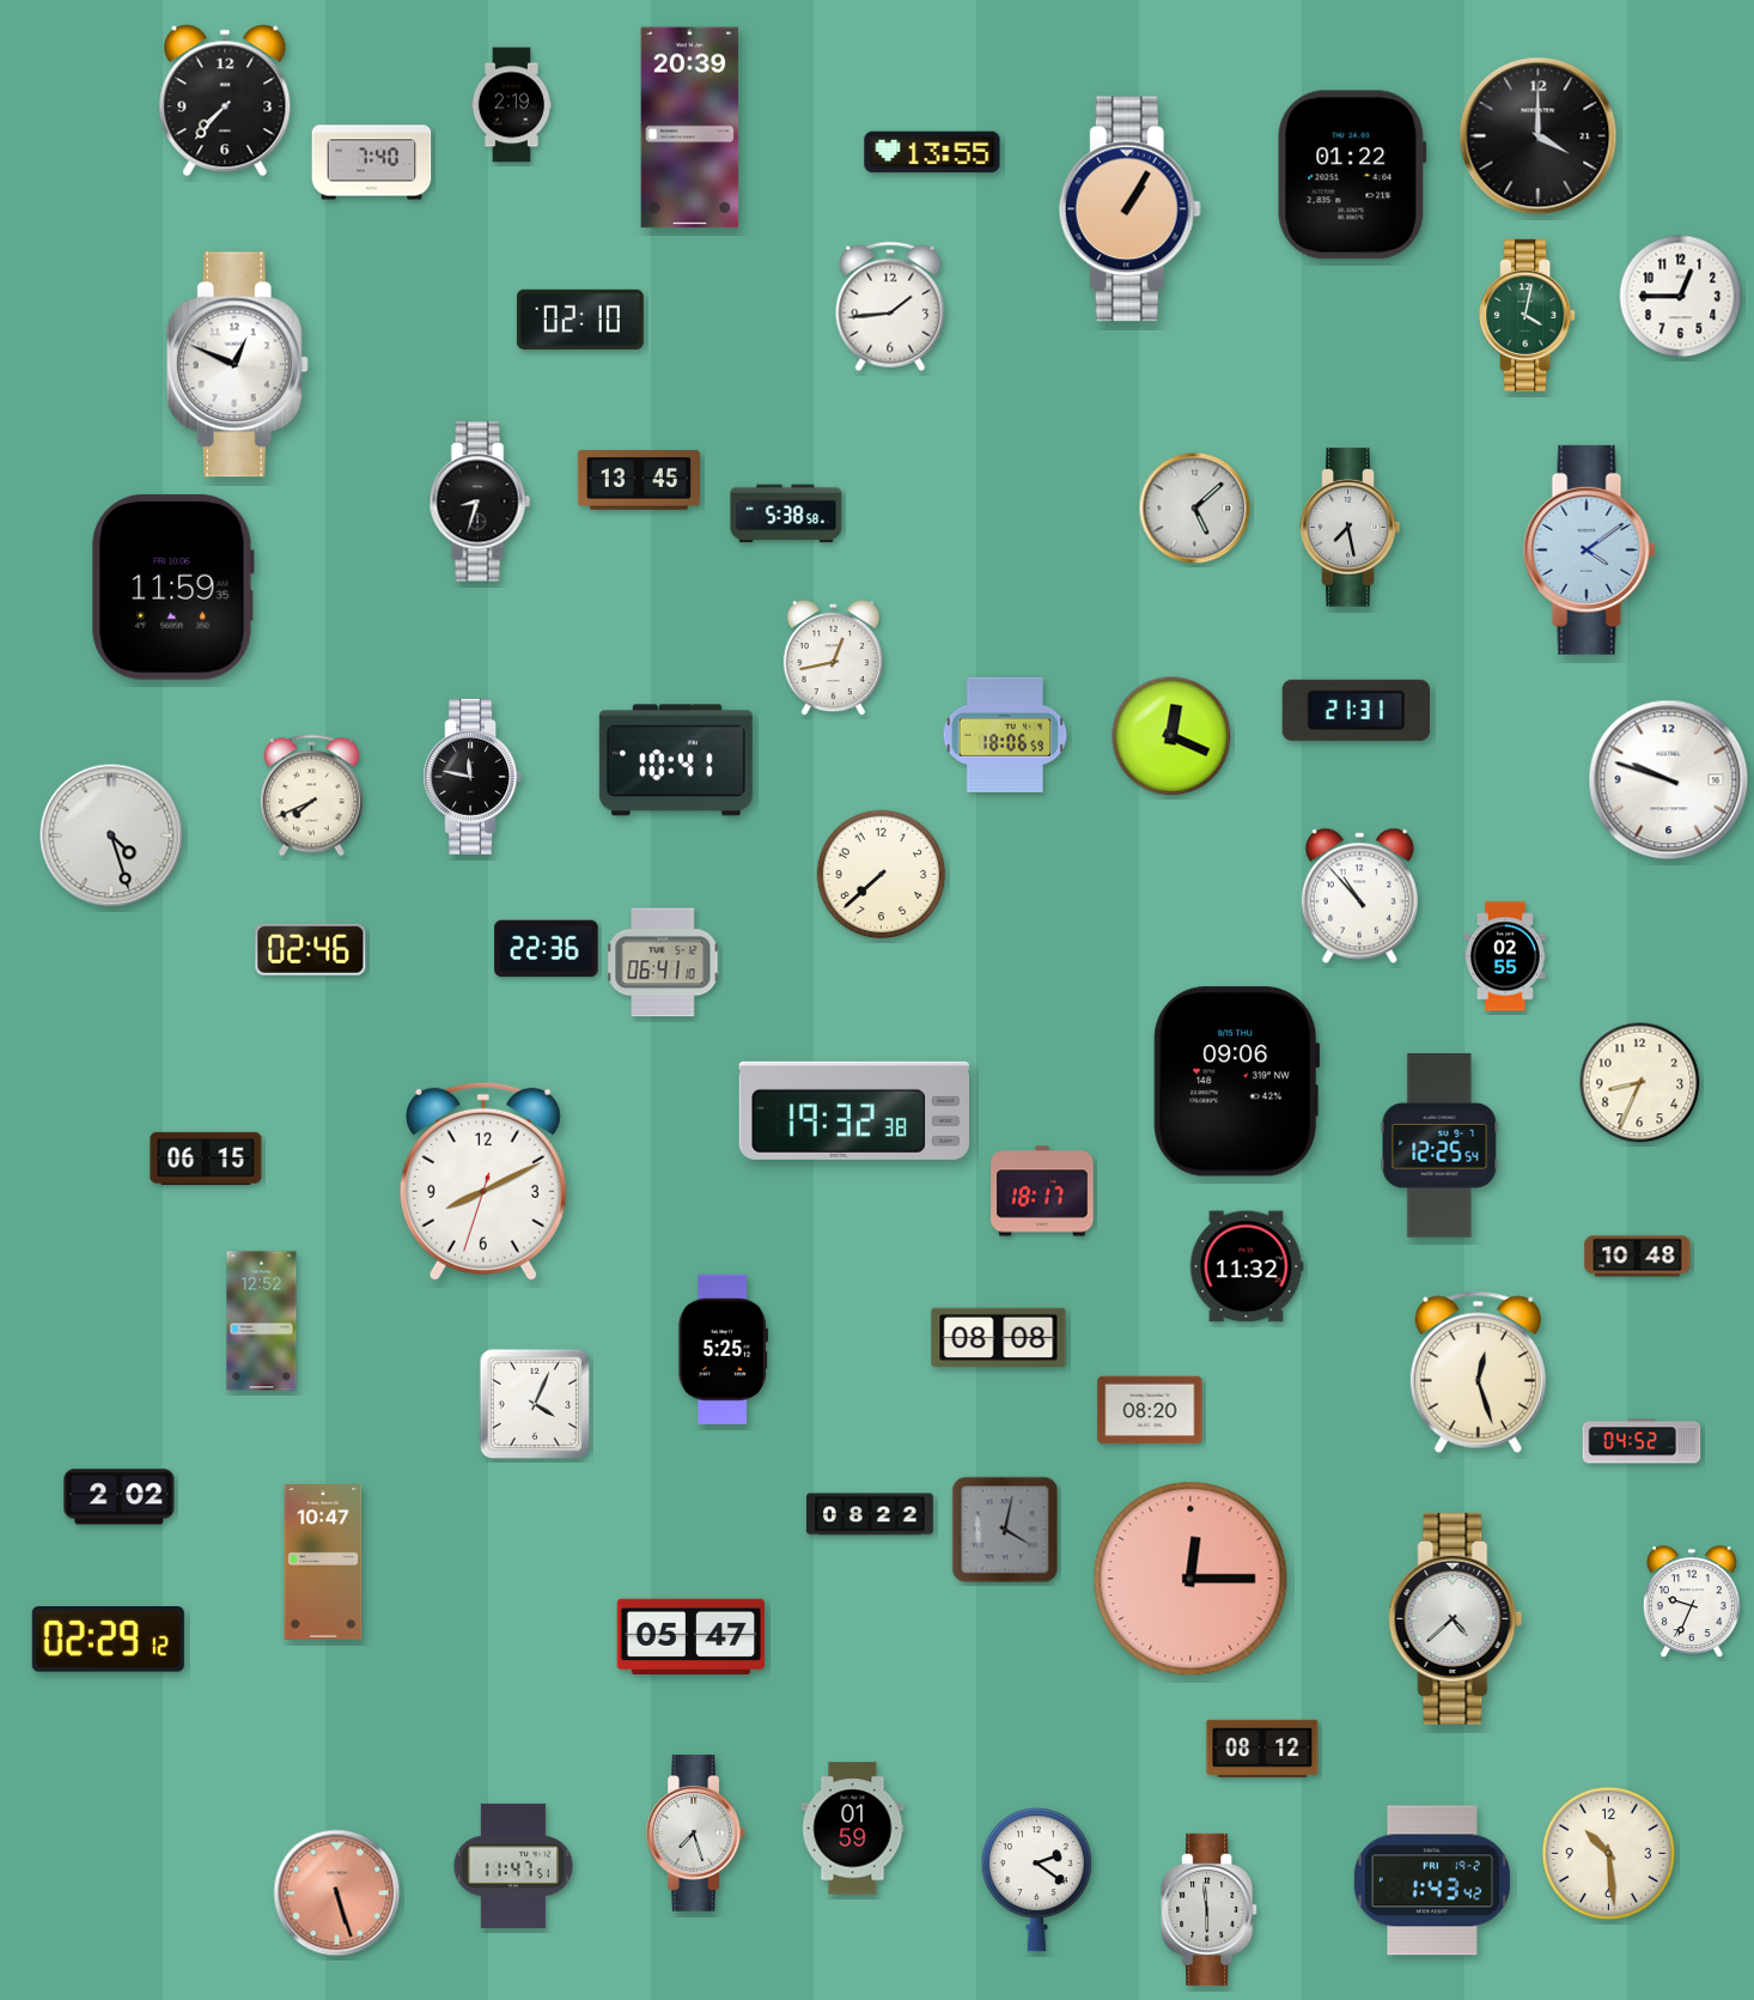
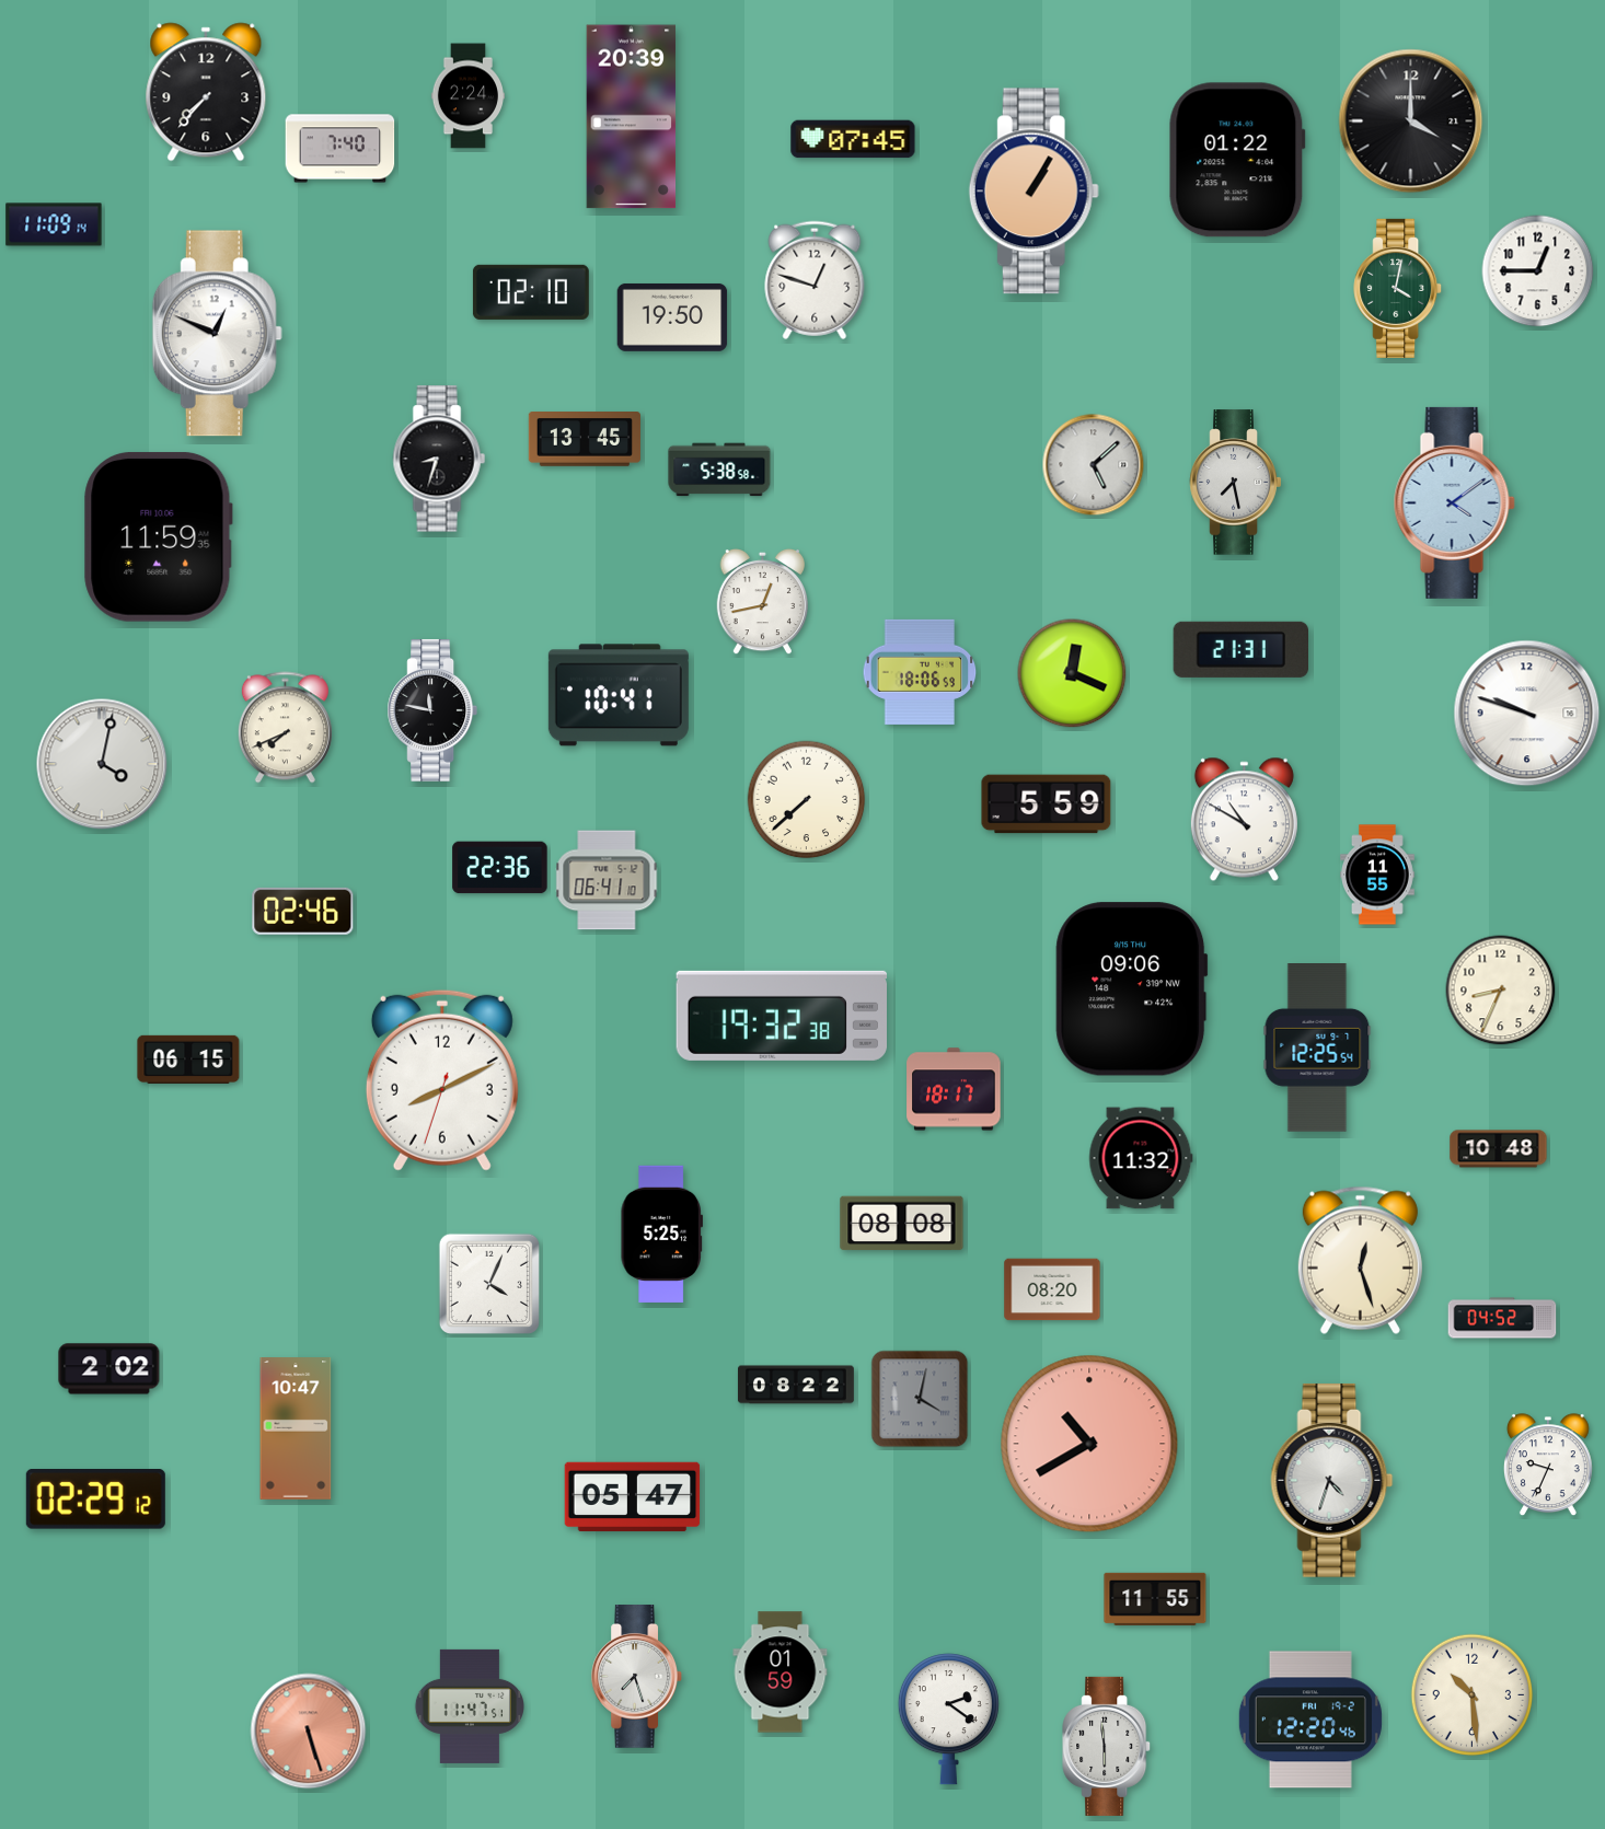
clock at (511, 105): 2:19 -> 2:24
clock at (1539, 136) position: (1539, 136) -> (1411, 121)
clock at (932, 152): 13:55 -> 07:45
clock at (54, 224): none -> 11:09
clock at (890, 306): 1:44 -> 12:48
clock at (672, 317): none -> 19:50
clock at (111, 835): 4:27 -> 4:02
clock at (1047, 804): none -> 5:59
clock at (1359, 896): 10:53 -> 10:50
clock at (311, 949) position: (311, 949) -> (303, 911)
clock at (1506, 956): 02:55 -> 11:55
clock at (262, 1321): 12:52 -> none
clock at (999, 1338) position: (999, 1338) -> (902, 1224)
clock at (1478, 1372) position: (1478, 1372) -> (1360, 1260)
clock at (1190, 1579): 12:15 -> 10:40
clock at (1456, 1618): 4:38 -> 4:33
clock at (108, 1640) position: (108, 1640) -> (95, 1500)
clock at (1262, 1749): 08:12 -> 11:55
clock at (1432, 1880): 1:43 -> 12:20
